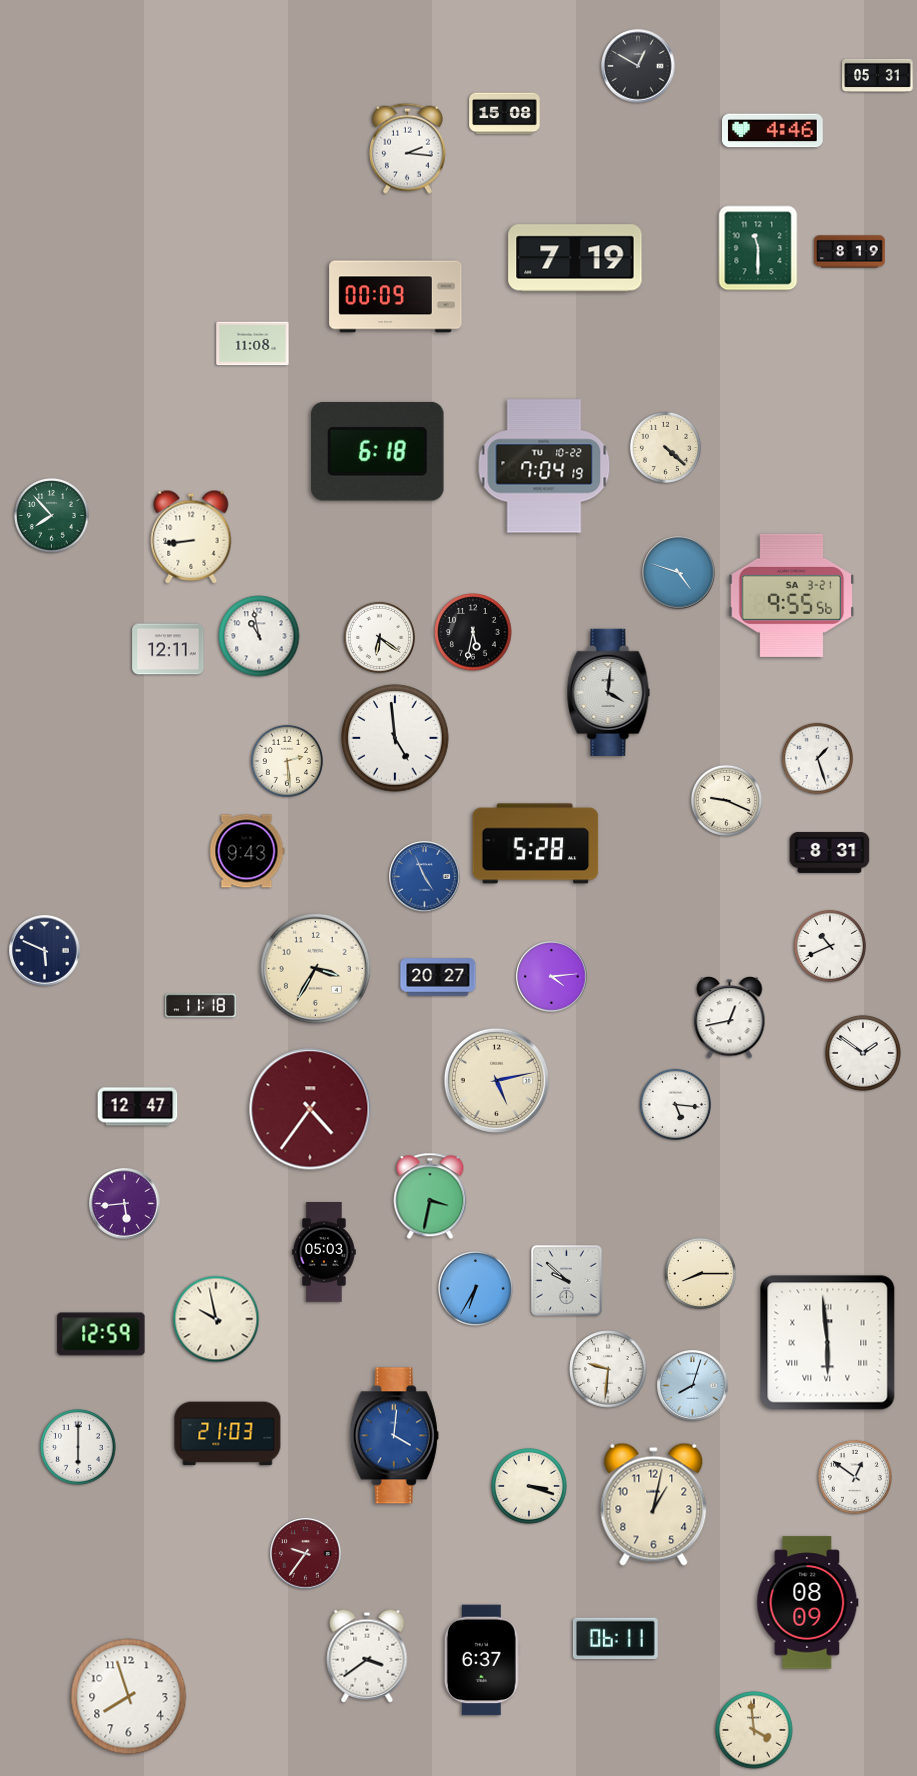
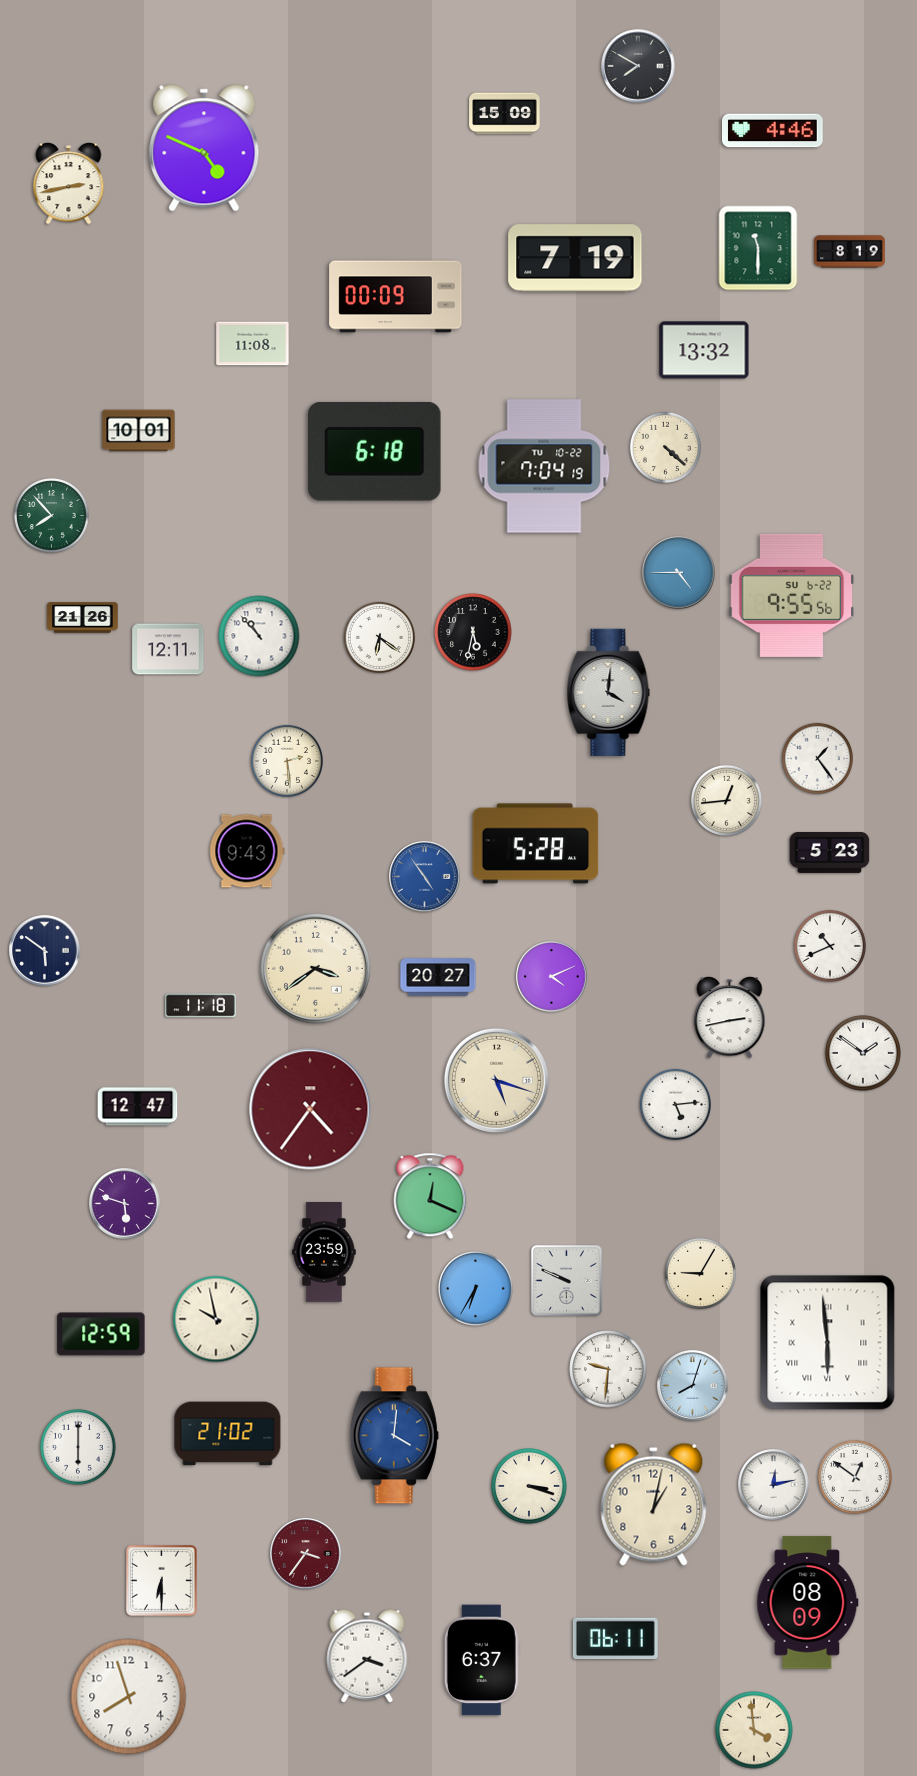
clock at (638, 66): 12:50 -> 7:50
clock at (878, 75): 05:31 -> none
clock at (505, 114): 15:08 -> 15:09
clock at (204, 148): none -> 4:49
clock at (407, 148): 2:16 -> none
clock at (69, 184): none -> 2:43
clock at (704, 350): none -> 13:32
clock at (139, 431): none -> 10:01
clock at (378, 451) position: (378, 451) -> (375, 451)
clock at (191, 537): 8:44 -> none
clock at (679, 573): 4:48 -> 4:45
clock at (792, 595) date: SA 3-21 -> SU 6-22
clock at (83, 618): none -> 21:26
clock at (259, 636): 10:58 -> 10:53
clock at (395, 738): 4:59 -> none
clock at (817, 758): 1:27 -> 1:24
clock at (726, 800): 9:19 -> 12:44
clock at (830, 852): 8:31 -> 5:23
clock at (425, 877): 4:56 -> 4:54
clock at (45, 951): 5:49 -> 5:51
clock at (315, 968): 3:35 -> 3:39
clock at (552, 977): 4:14 -> 4:11
clock at (730, 1018): 12:43 -> 2:43
clock at (496, 1080): 5:13 -> 5:18
clock at (675, 1104): 5:16 -> 5:14
clock at (430, 1196): 3:32 -> 12:19
clock at (125, 1204): 5:44 -> 5:48
clock at (324, 1253): 05:03 -> 23:59
clock at (700, 1273): 8:15 -> 9:05
clock at (567, 1281): 9:52 -> 9:49
clock at (228, 1434): 21:03 -> 21:02
clock at (774, 1485): none -> 12:13
clock at (306, 1554): 9:36 -> 3:36
clock at (162, 1581): none -> 6:30
